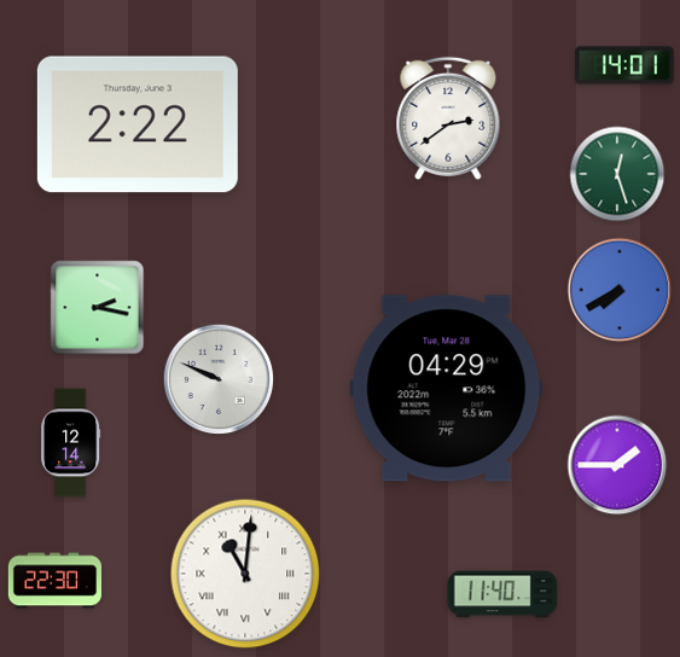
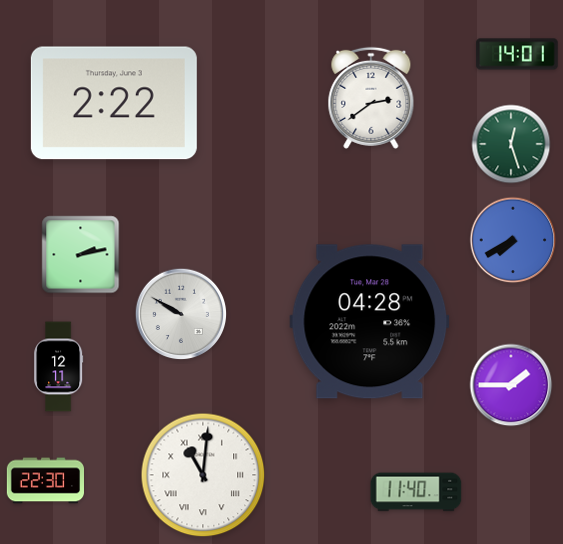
clock at (98, 308): 2:17 -> 2:13
clock at (219, 379): 9:49 -> 9:50
clock at (447, 389): 04:29 -> 04:28
clock at (71, 443): 12:14 -> 12:11
